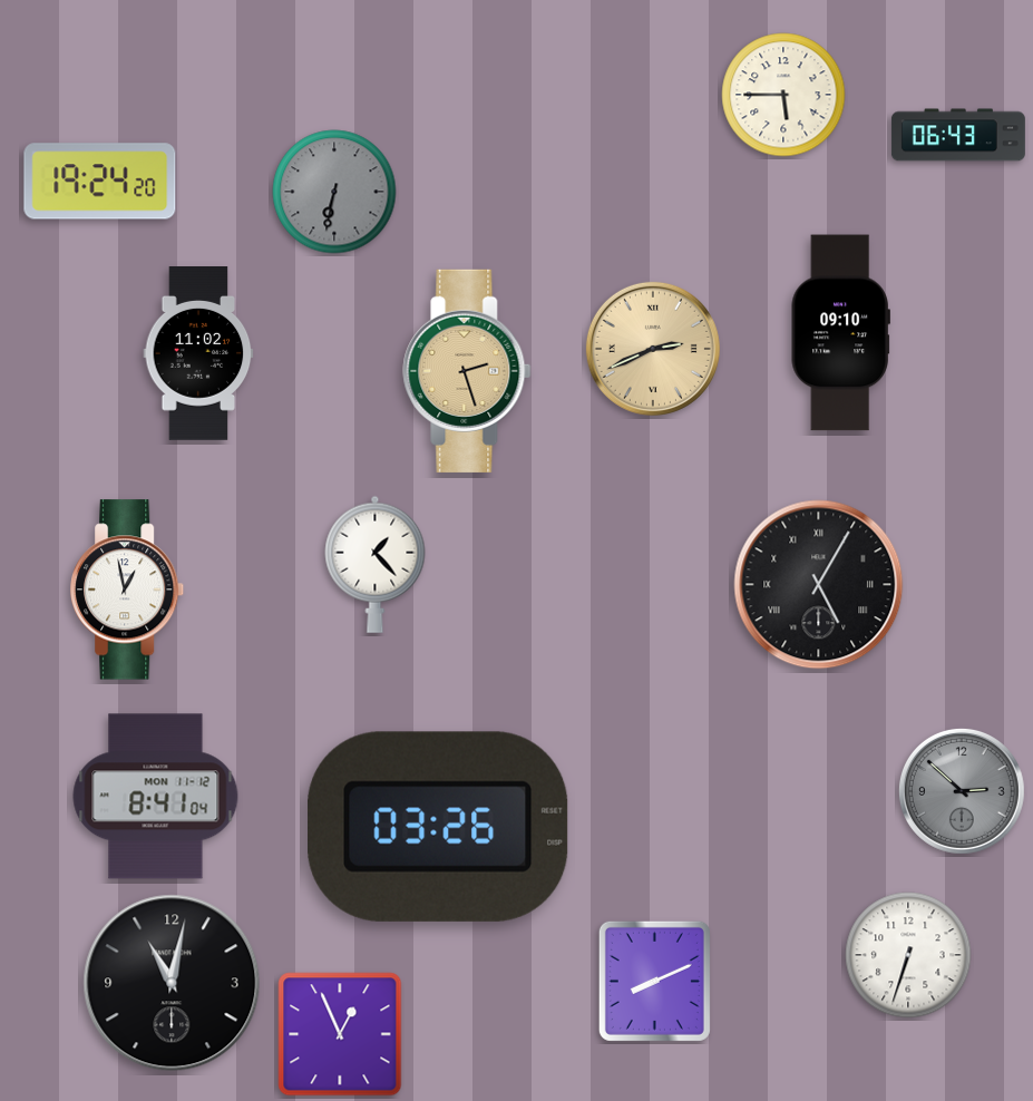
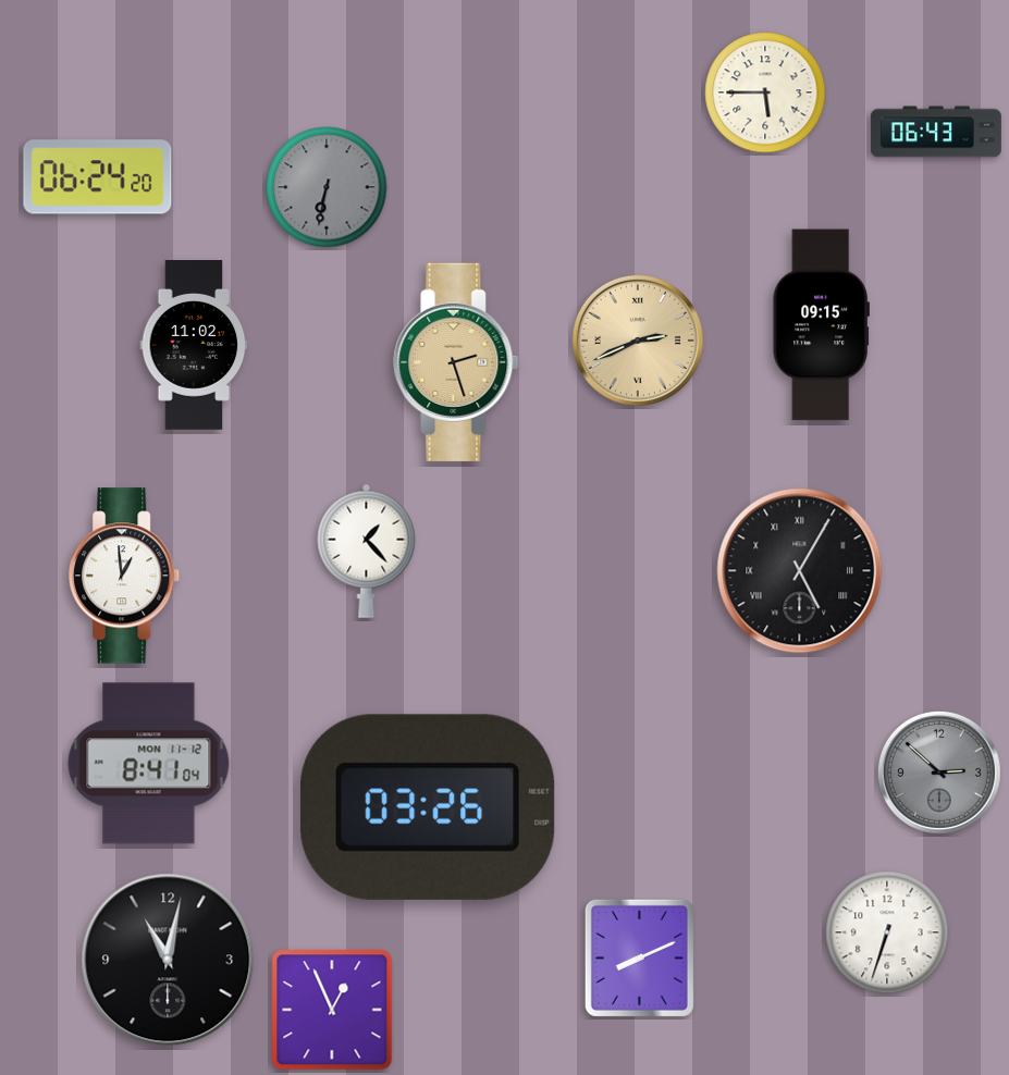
clock at (100, 182): 19:24 -> 06:24
clock at (840, 333): 09:10 -> 09:15
clock at (128, 590): 12:58 -> 12:59
clock at (156, 797) position: (156, 797) -> (149, 764)
